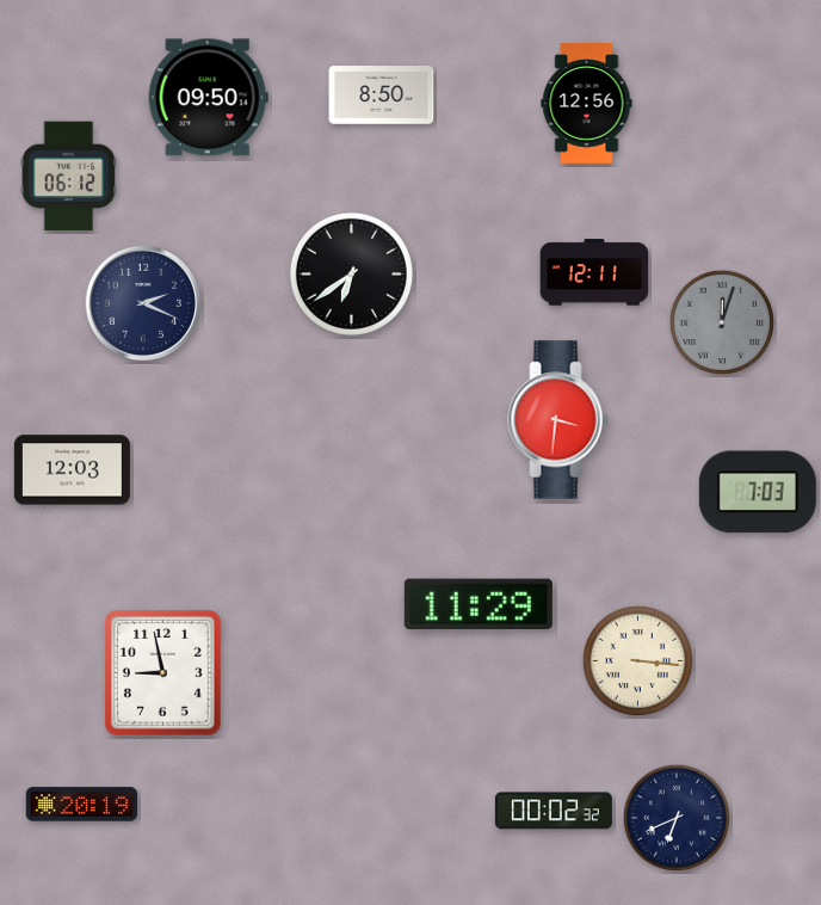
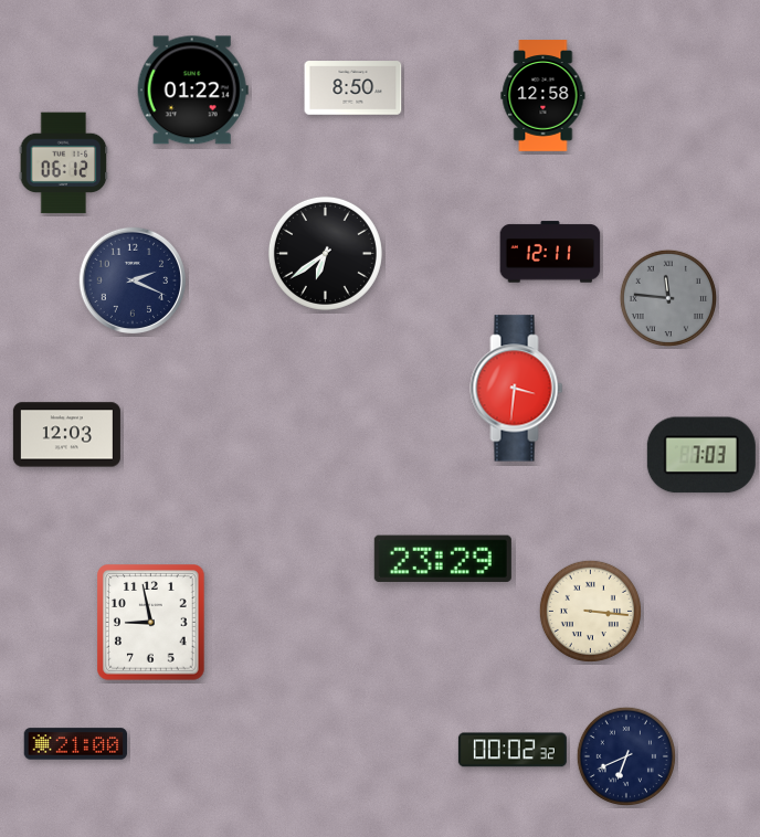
clock at (208, 98): 09:50 -> 01:22
clock at (587, 104): 12:56 -> 12:58
clock at (722, 322): 12:03 -> 11:46
clock at (479, 603): 11:29 -> 23:29
clock at (82, 805): 20:19 -> 21:00
